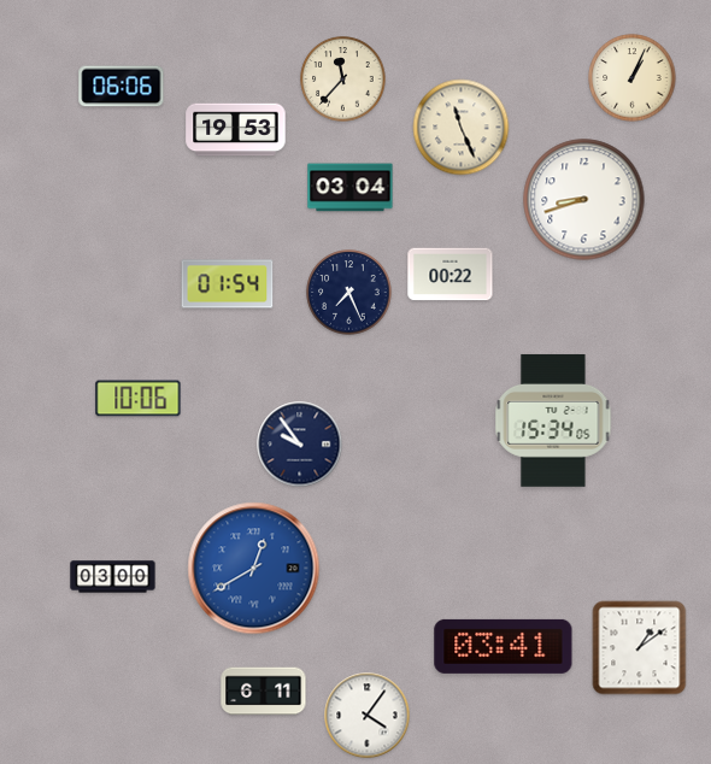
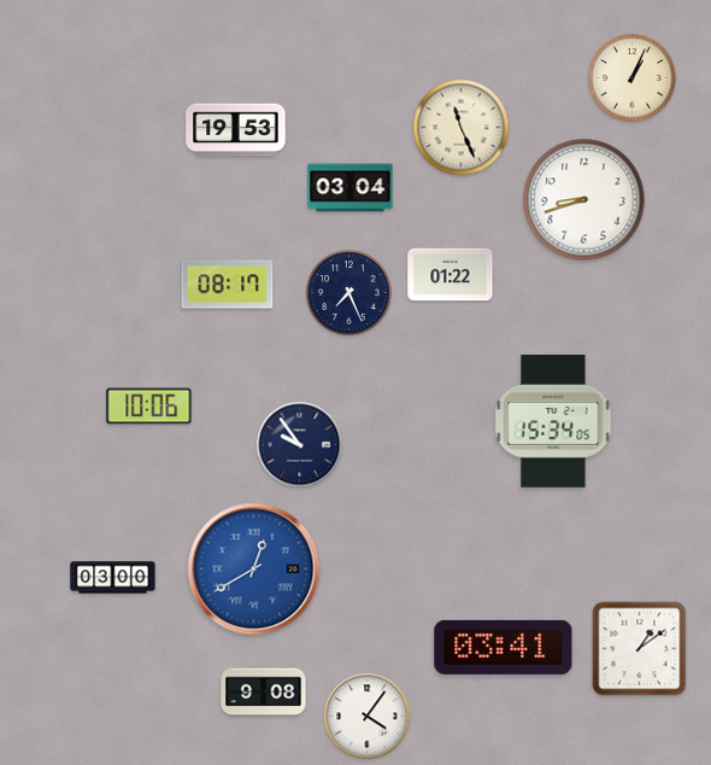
clock at (343, 80): 11:37 -> none
clock at (122, 87): 06:06 -> none
clock at (451, 275): 00:22 -> 01:22
clock at (228, 284): 01:54 -> 08:17
clock at (139, 399) position: (139, 399) -> (149, 407)
clock at (264, 692): 6:11 -> 9:08
